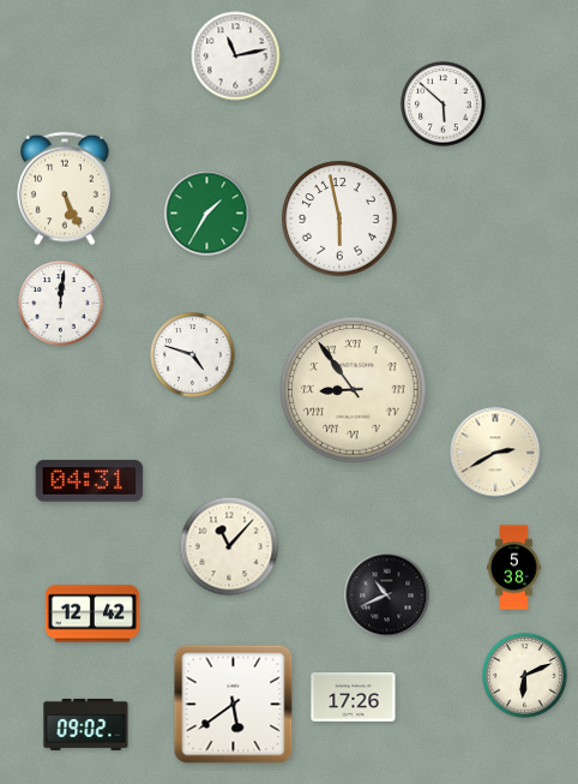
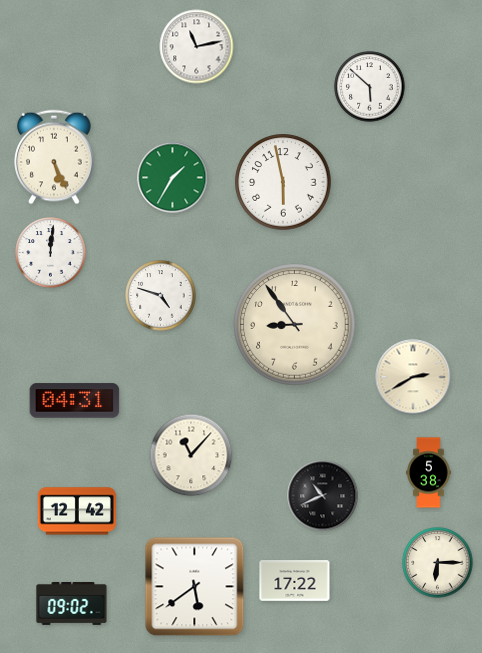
clock at (354, 390) numerals: Roman -> Arabic
clock at (525, 676): 6:11 -> 6:15
clock at (354, 698): 17:26 -> 17:22
